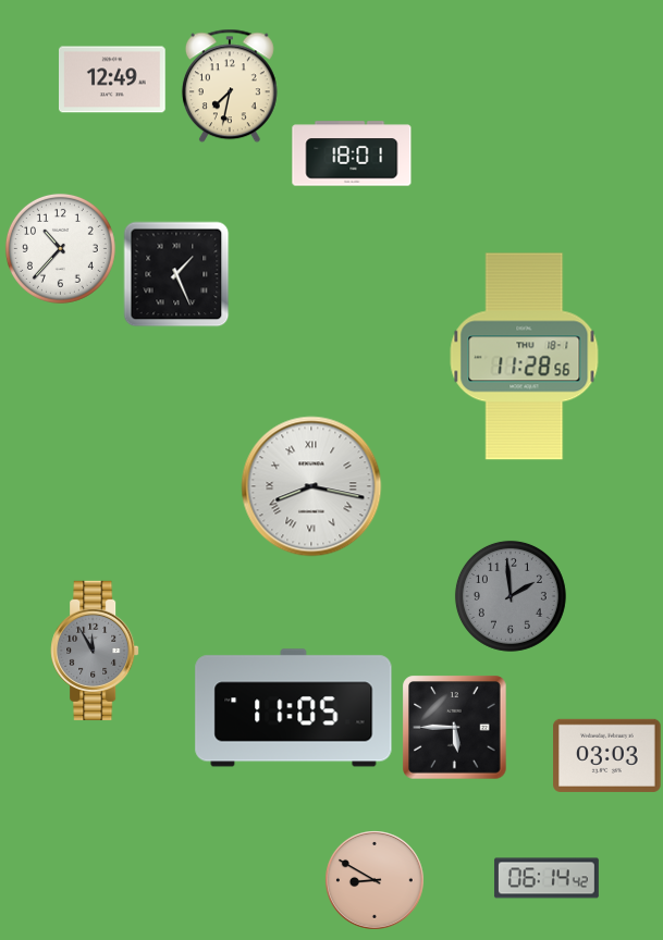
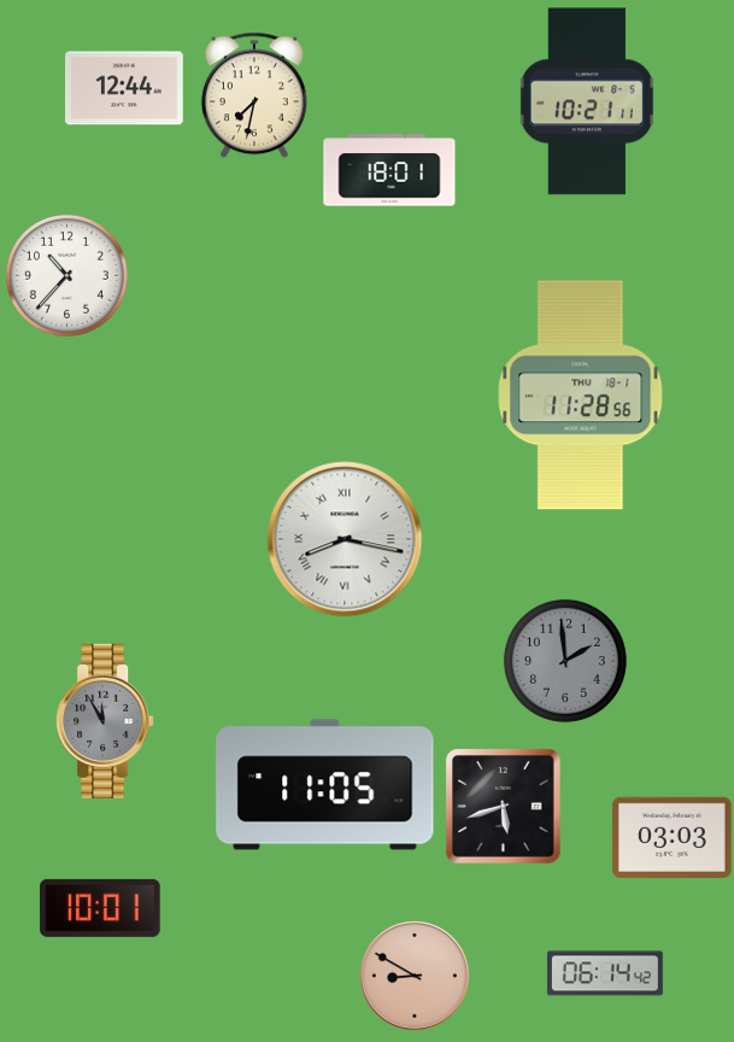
clock at (113, 79): 12:49 -> 12:44
clock at (587, 101): none -> 10:21
clock at (176, 274): 1:26 -> none
clock at (455, 728): 5:45 -> 5:42
clock at (100, 908): none -> 10:01
